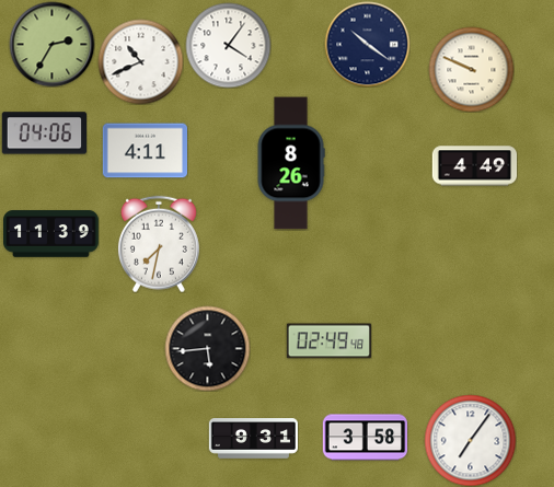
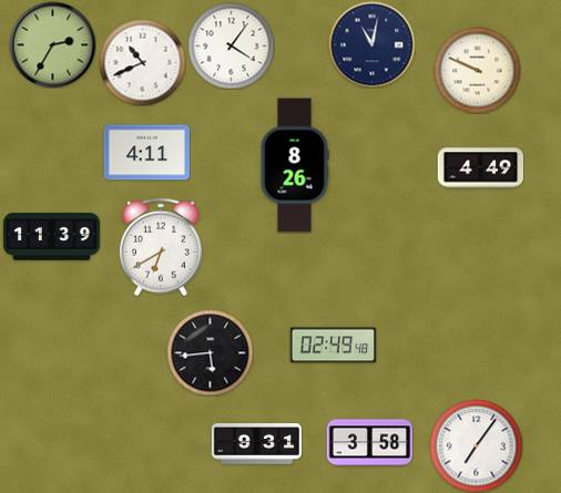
clock at (367, 44): 10:21 -> 11:02
clock at (44, 134): 04:06 -> none
clock at (159, 244): 7:32 -> 6:40
